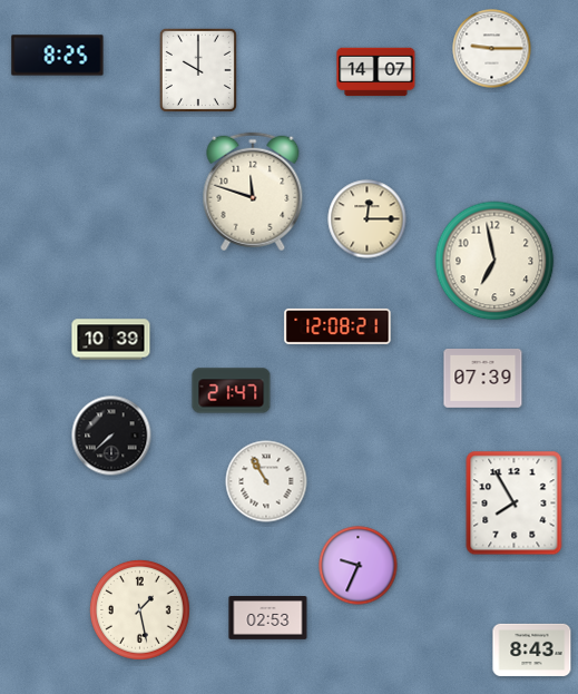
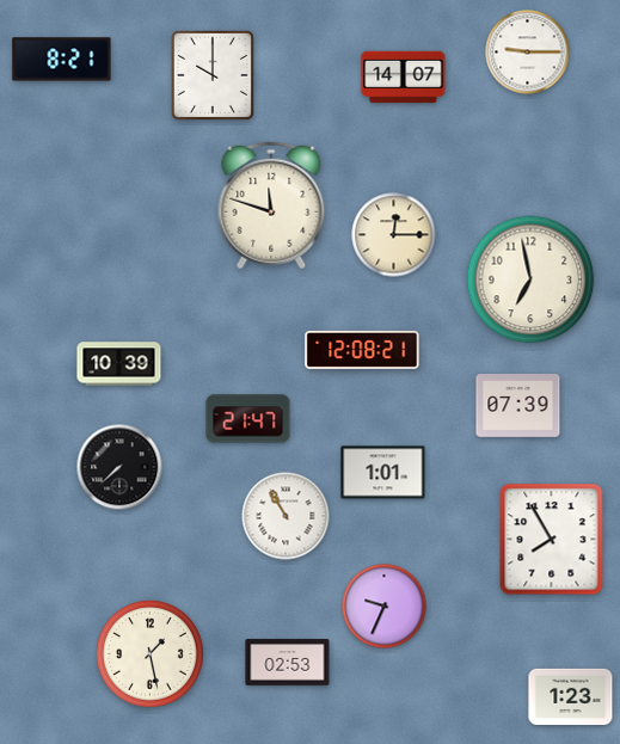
clock at (58, 56): 8:25 -> 8:21
clock at (383, 473): none -> 1:01
clock at (532, 649): 8:43 -> 1:23
